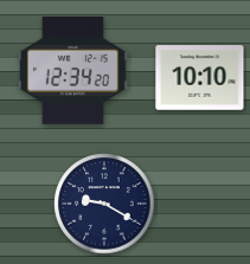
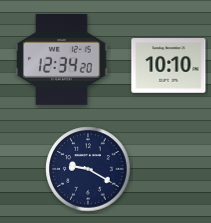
clock at (104, 204) position: (104, 204) -> (88, 169)
